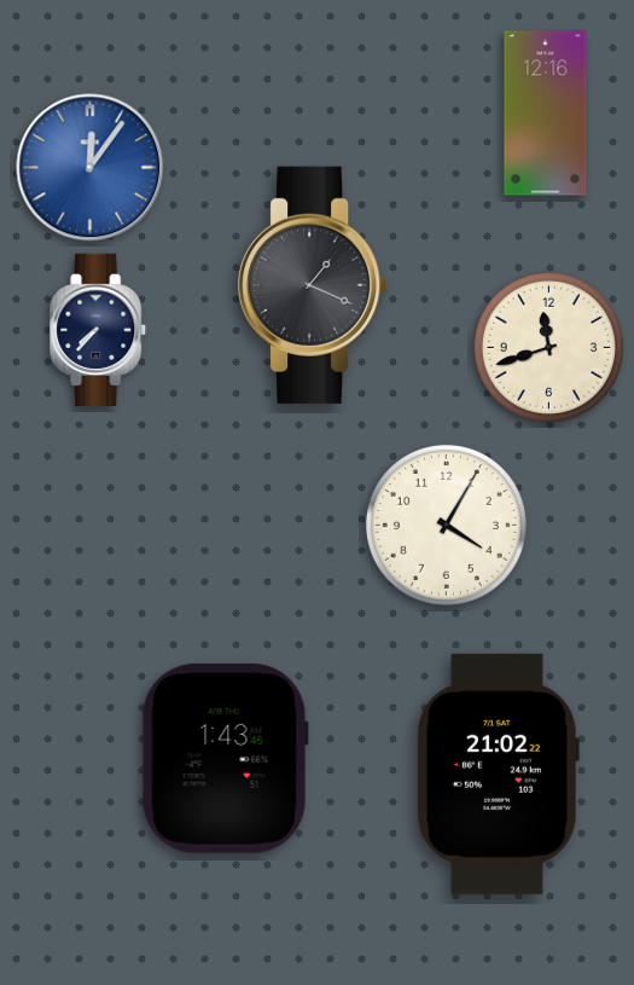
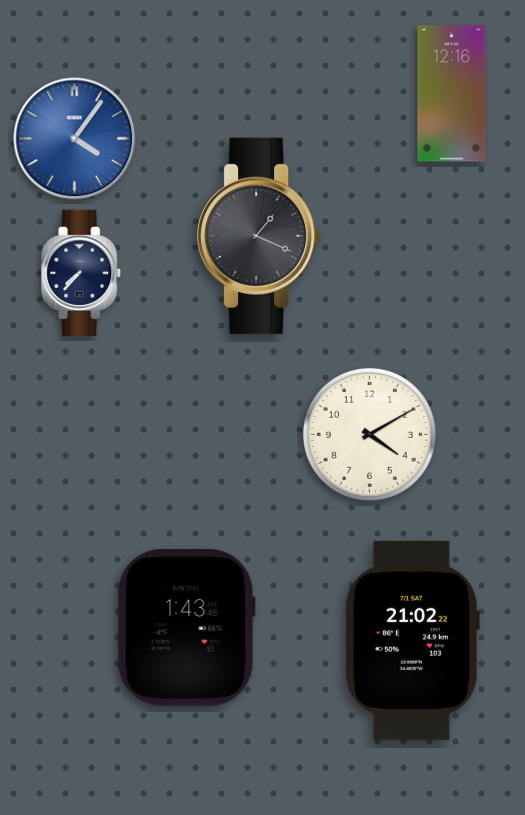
clock at (91, 168): 12:06 -> 4:06
clock at (548, 347): 11:42 -> none
clock at (446, 525): 4:05 -> 4:10
